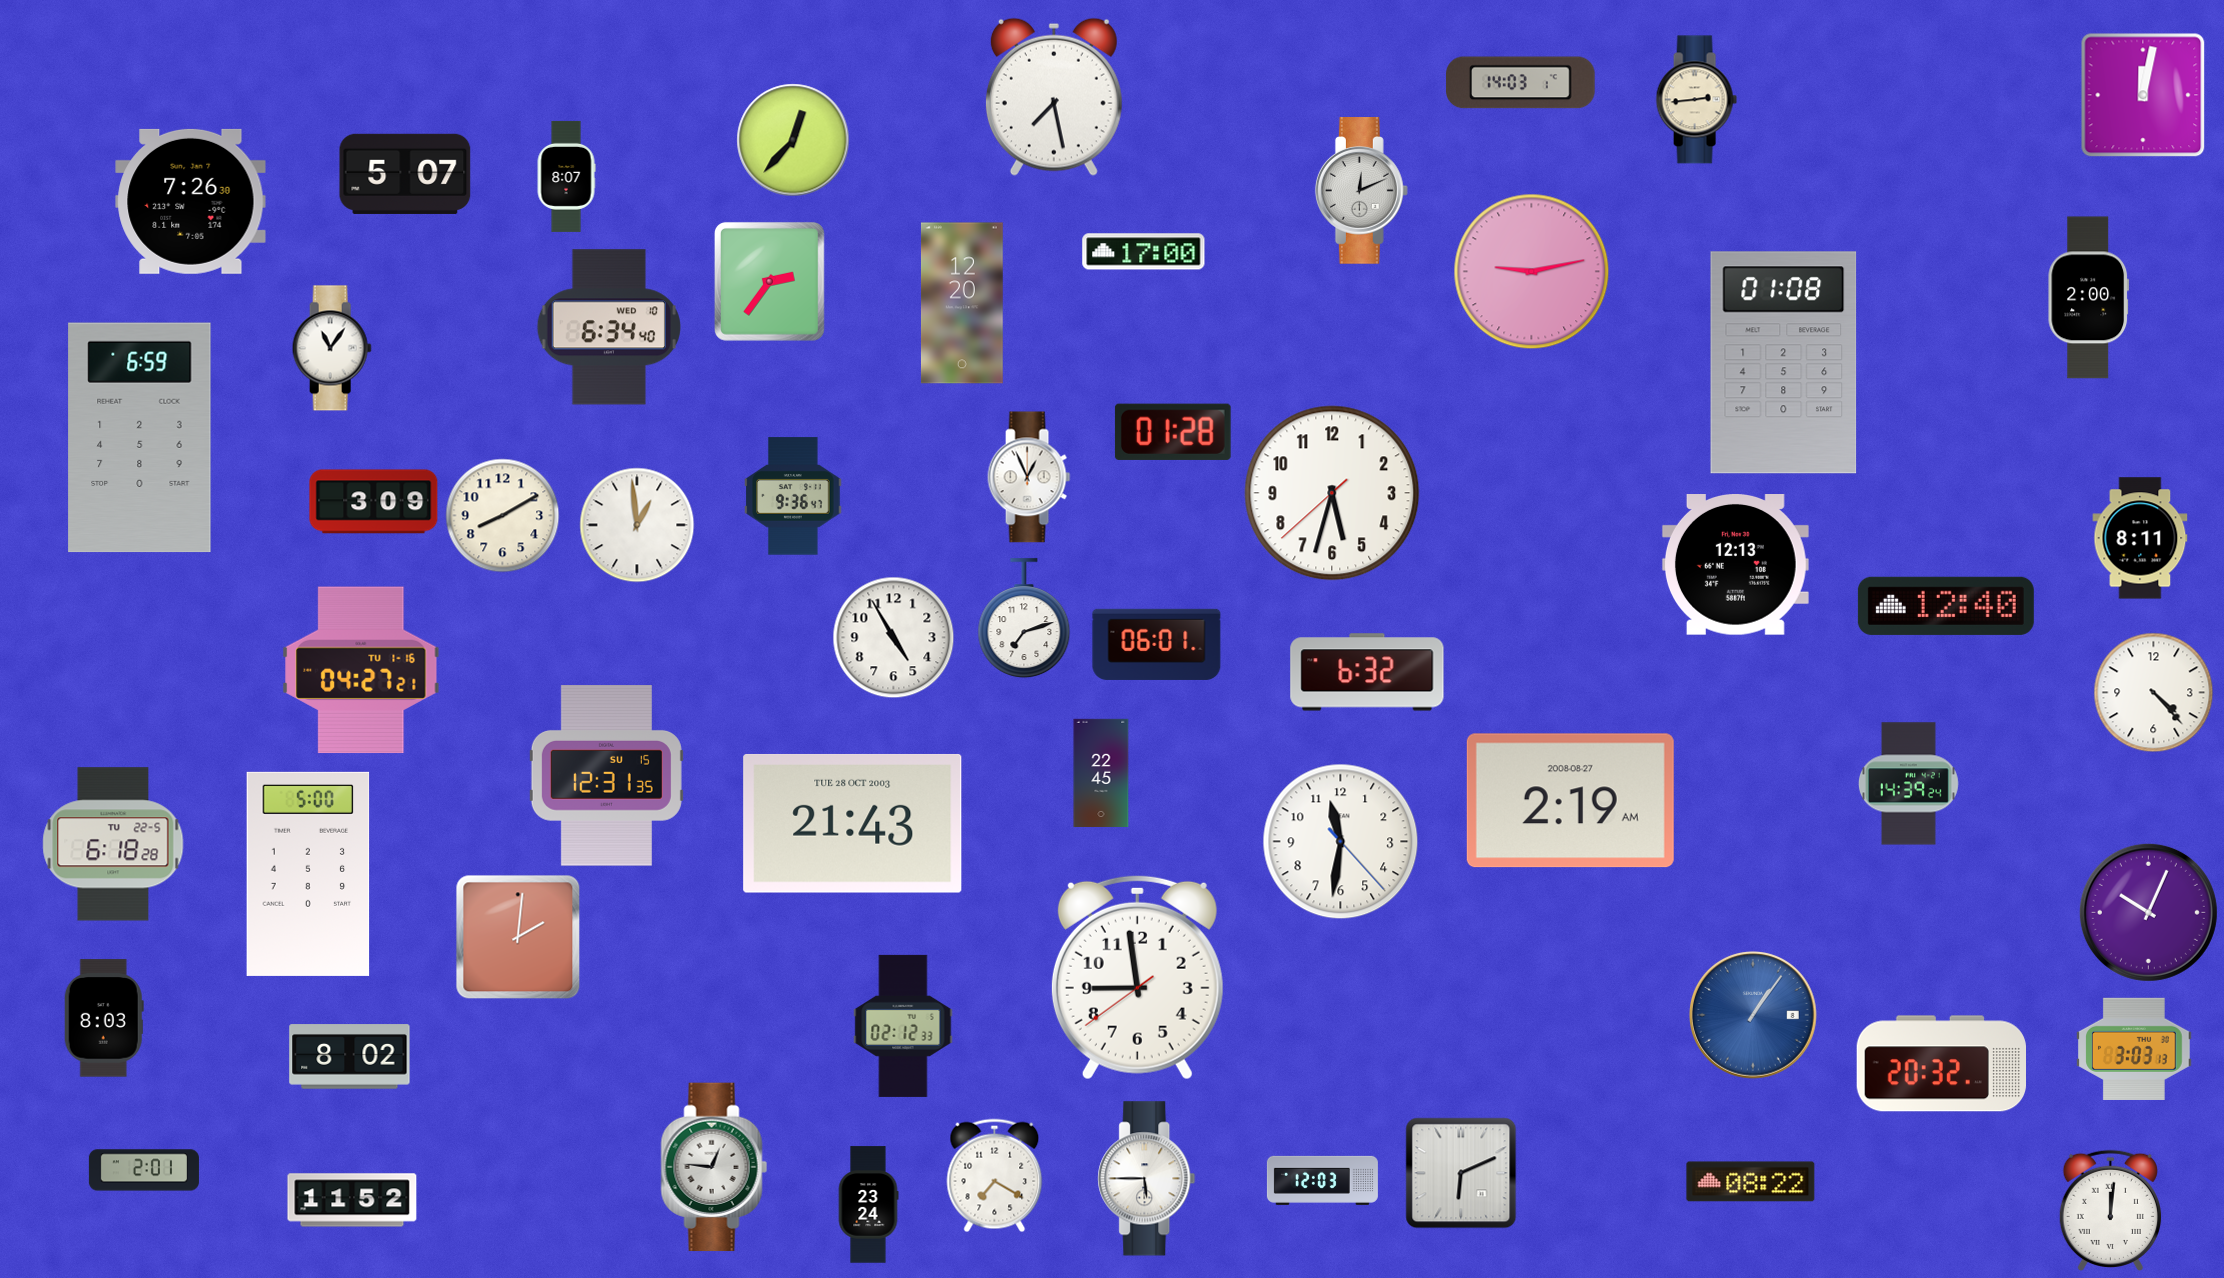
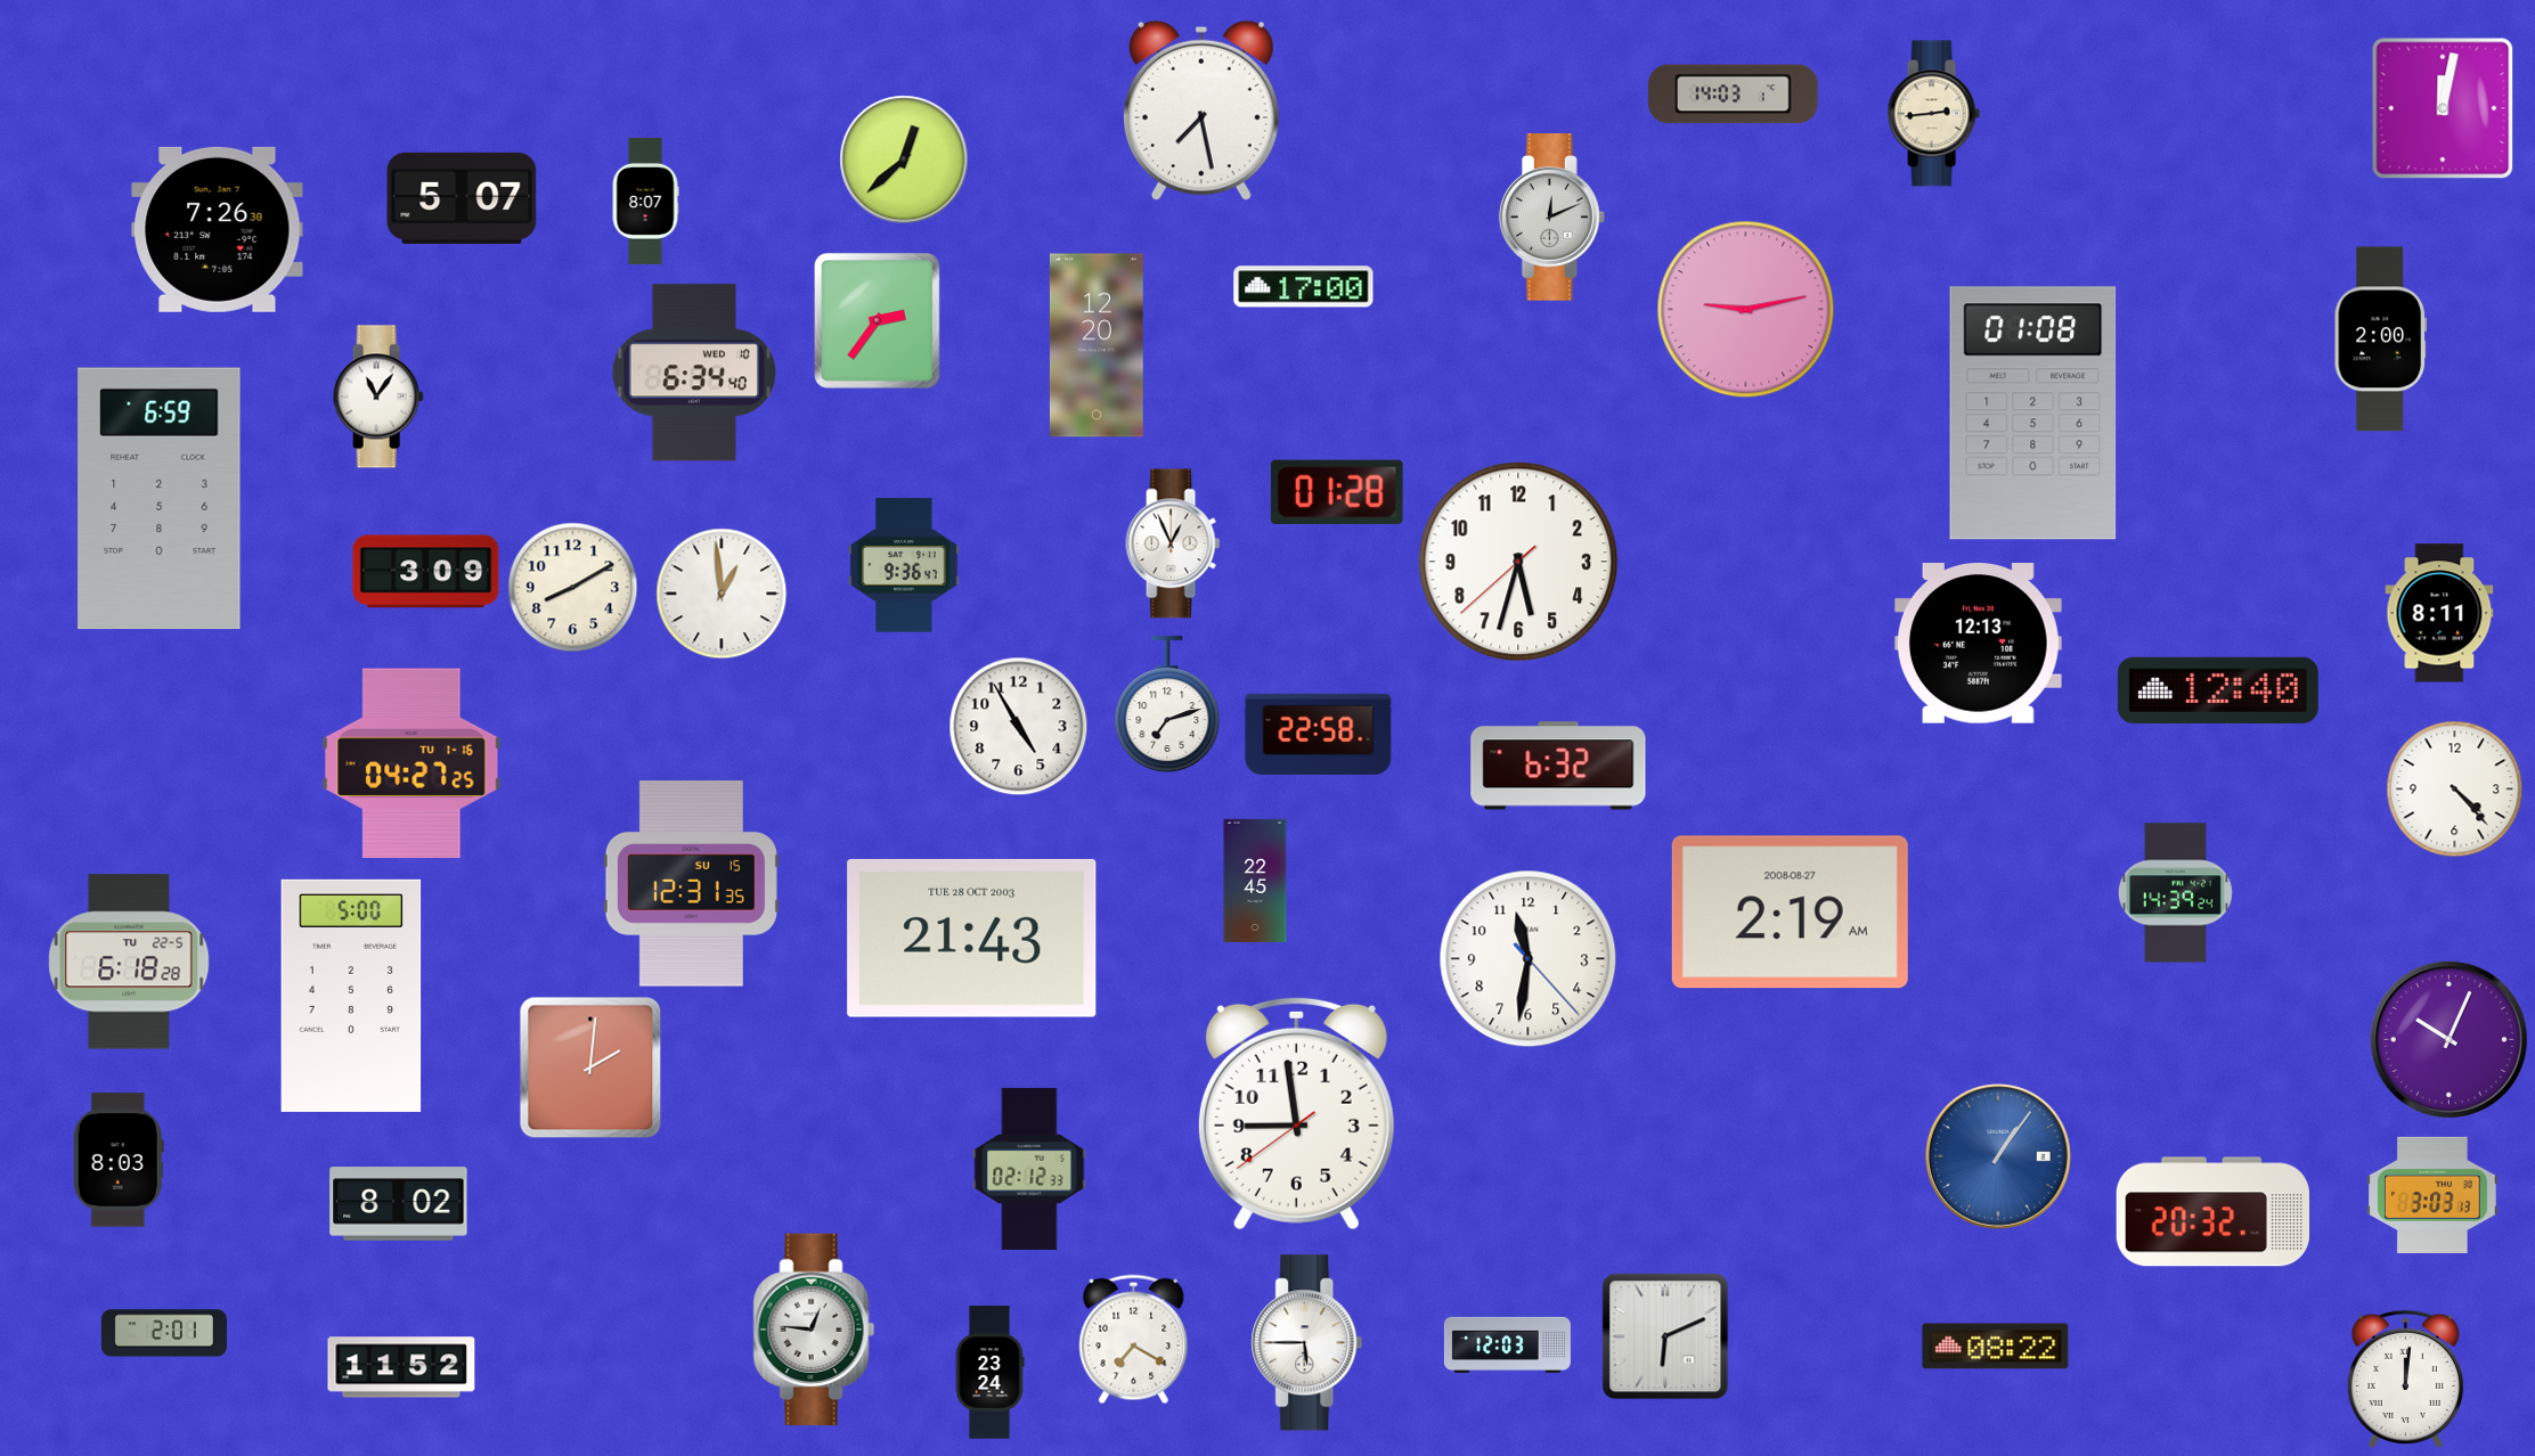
clock at (793, 140): 12:37 -> 12:38
clock at (637, 525) position: (637, 525) -> (722, 594)
clock at (1157, 644): 06:01 -> 22:58
clock at (361, 670): 04:27:21 -> 04:27:25
